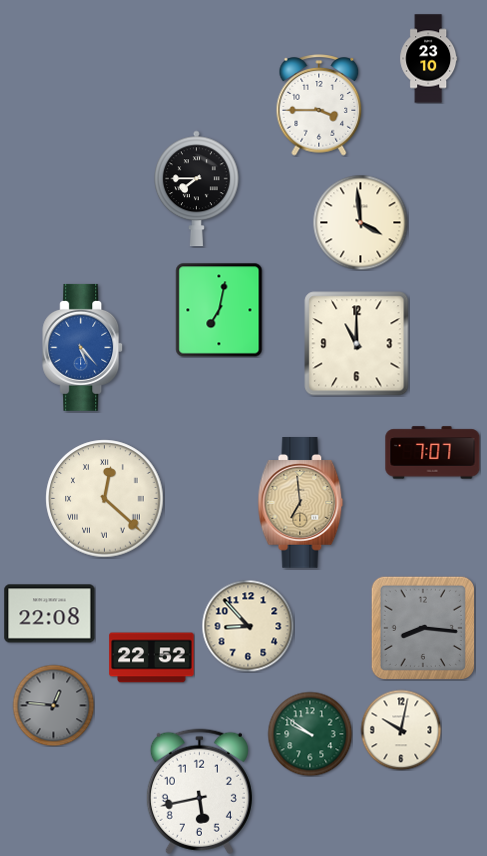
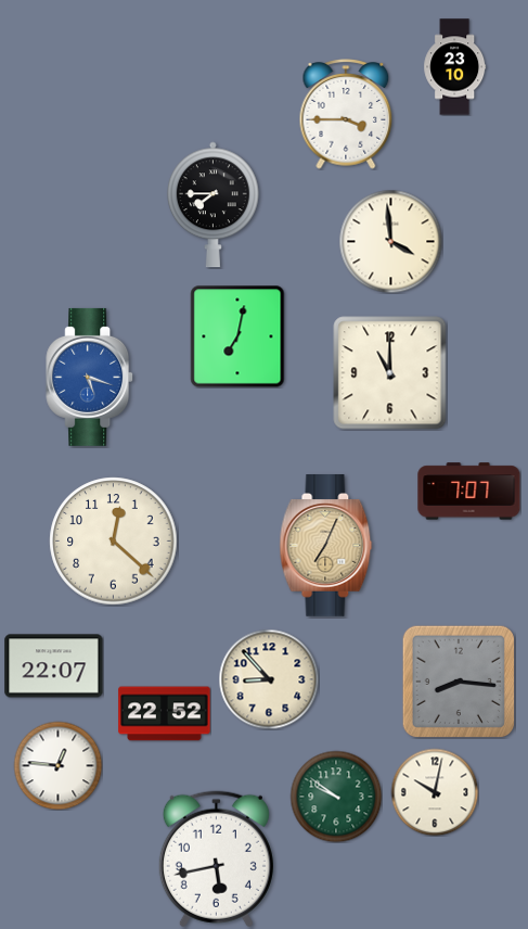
clock at (429, 59) position: (429, 59) -> (455, 67)
clock at (357, 344) position: (357, 344) -> (390, 373)
clock at (83, 347): 5:23 -> 5:18
clock at (105, 499) numerals: Roman -> Arabic
clock at (301, 503): 6:59 -> 7:04
clock at (50, 614): 22:08 -> 22:07
clock at (53, 705) dial: grey -> white
